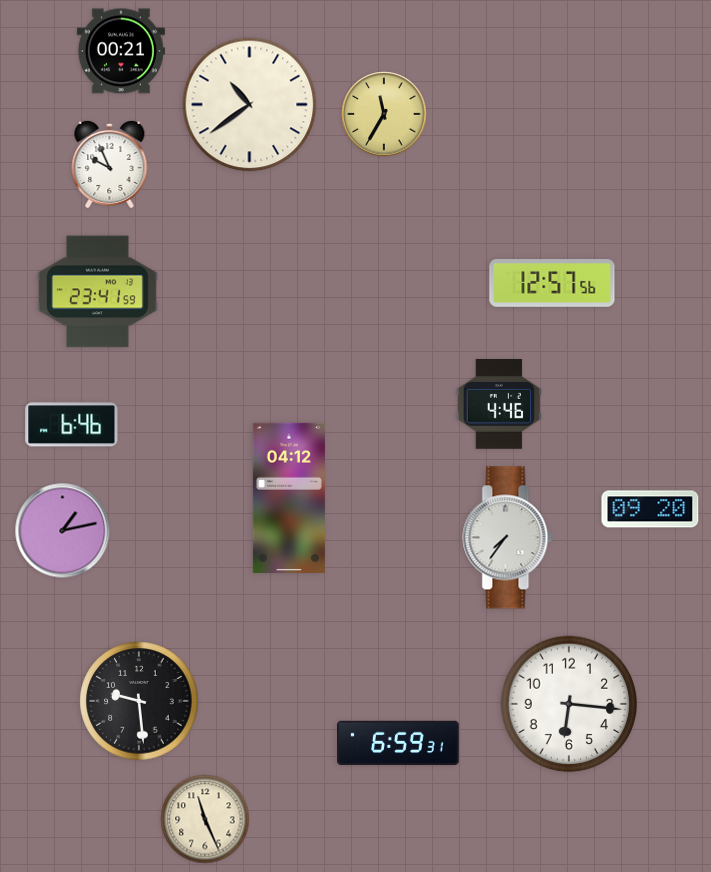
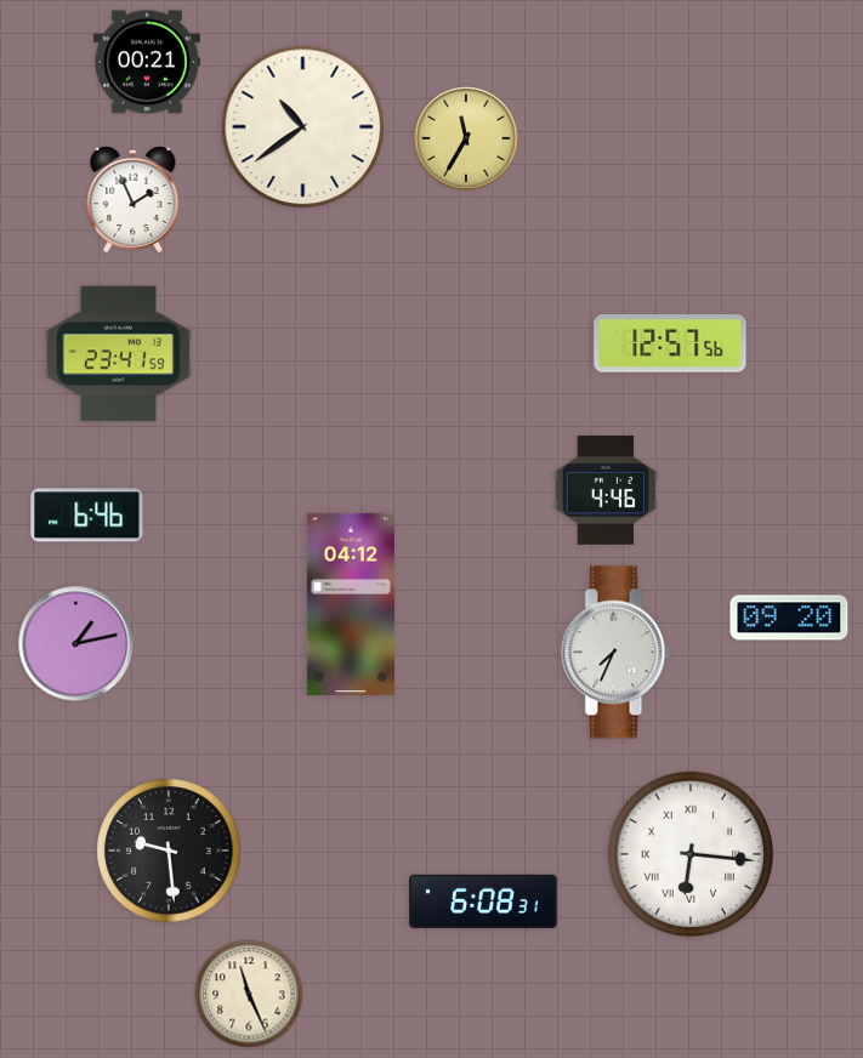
clock at (110, 164): 9:56 -> 1:56
clock at (508, 538): 7:36 -> 7:34
clock at (569, 704) numerals: Arabic -> Roman
clock at (398, 743): 6:59 -> 6:08
